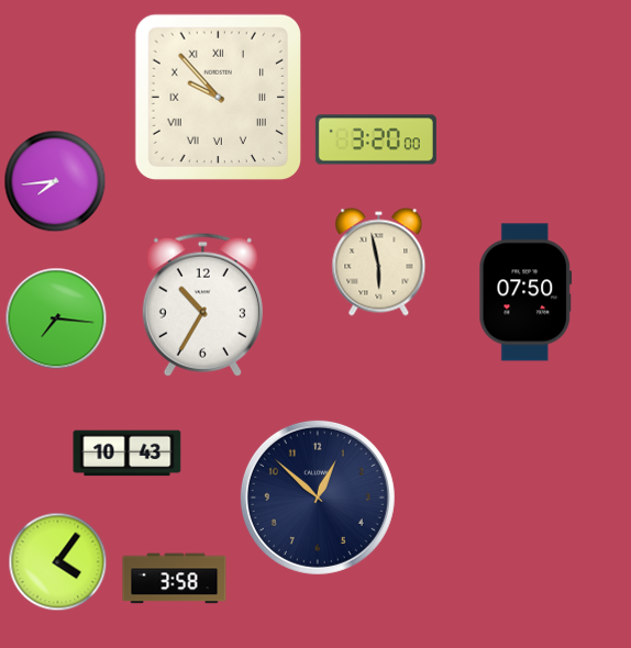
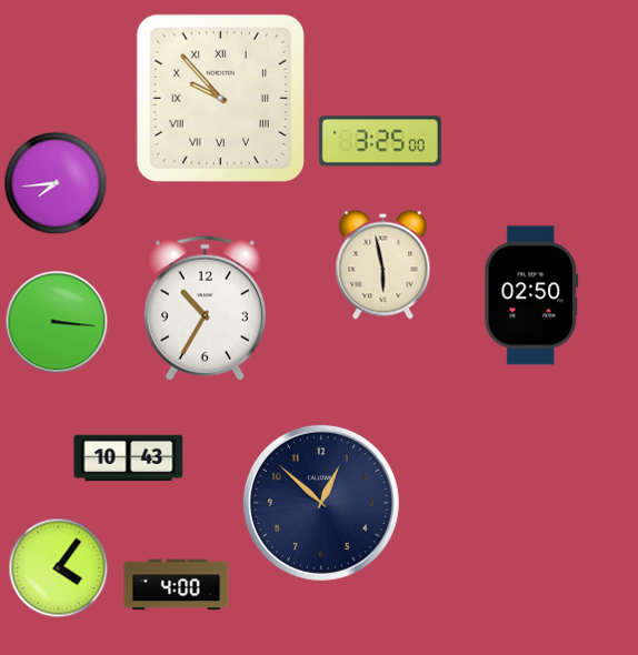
clock at (376, 139): 3:20 -> 3:25
clock at (525, 292): 07:50 -> 02:50
clock at (56, 319): 7:16 -> 3:16
clock at (175, 579): 3:58 -> 4:00
